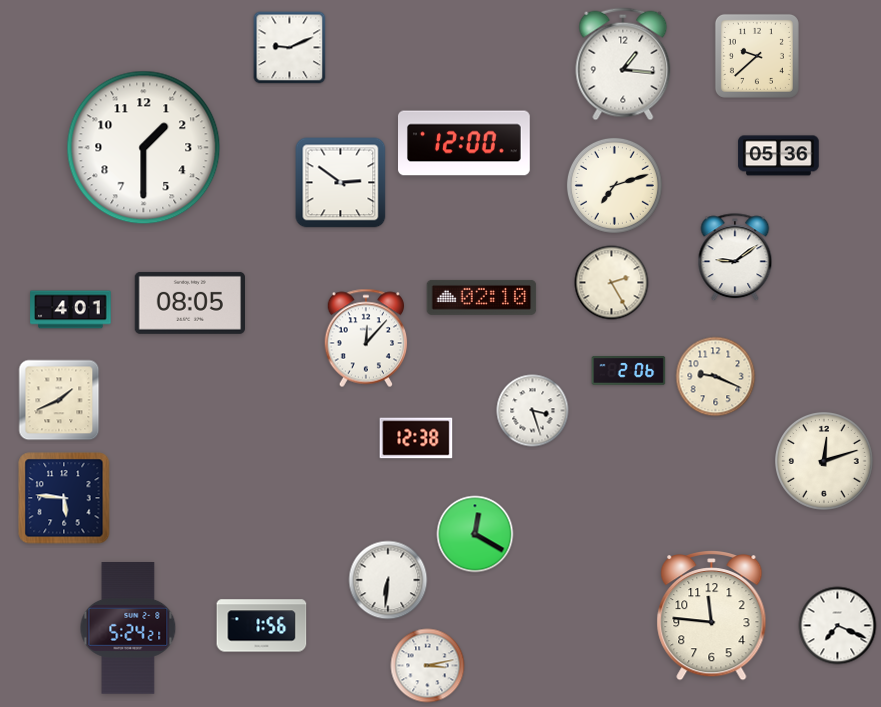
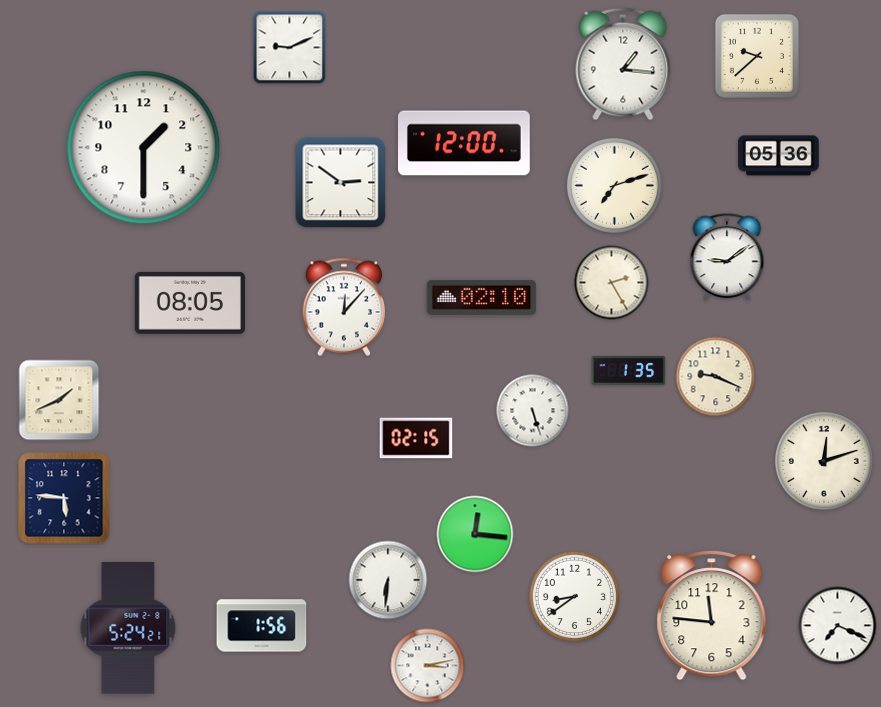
clock at (735, 258) position: (735, 258) -> (727, 258)
clock at (71, 310): 4:01 -> none
clock at (366, 338) position: (366, 338) -> (344, 307)
clock at (629, 371): 2:06 -> 1:35
clock at (533, 411): 3:27 -> 5:27
clock at (416, 438): 12:38 -> 02:15
clock at (475, 534): 12:20 -> 12:16
clock at (574, 596): none -> 8:39
